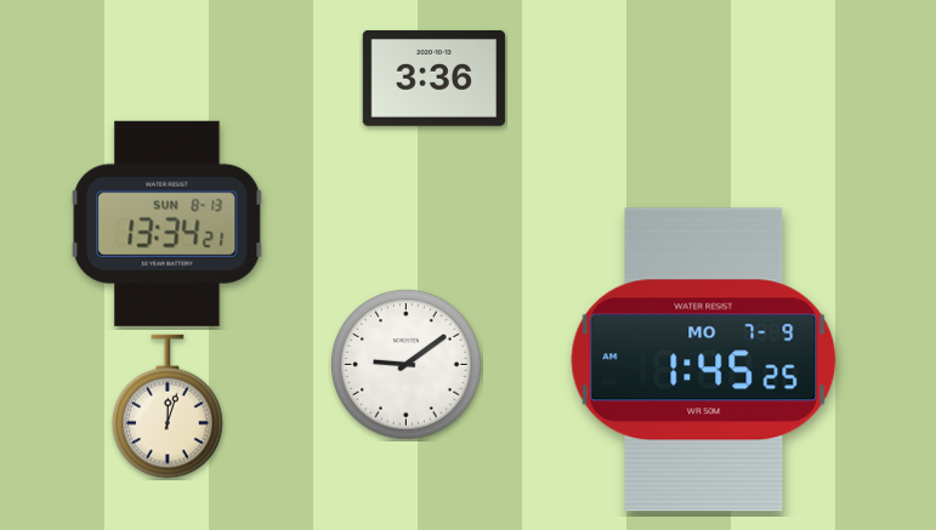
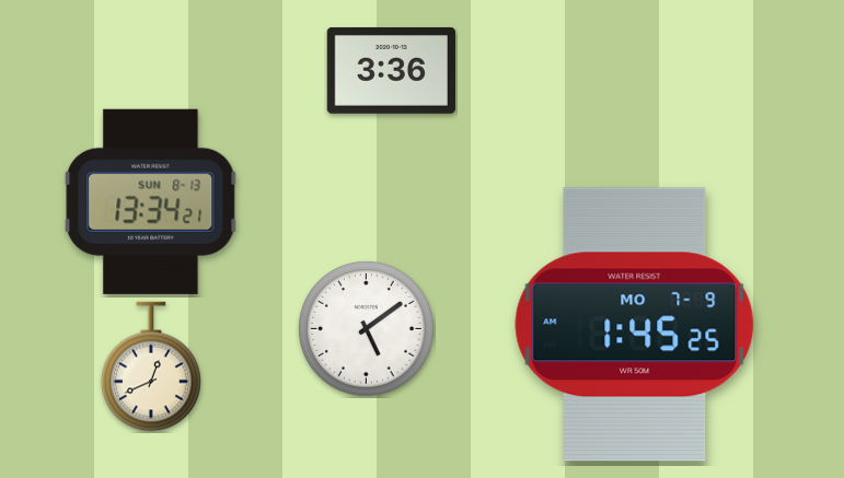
clock at (407, 365): 9:09 -> 5:09
clock at (168, 406): 12:03 -> 12:41
